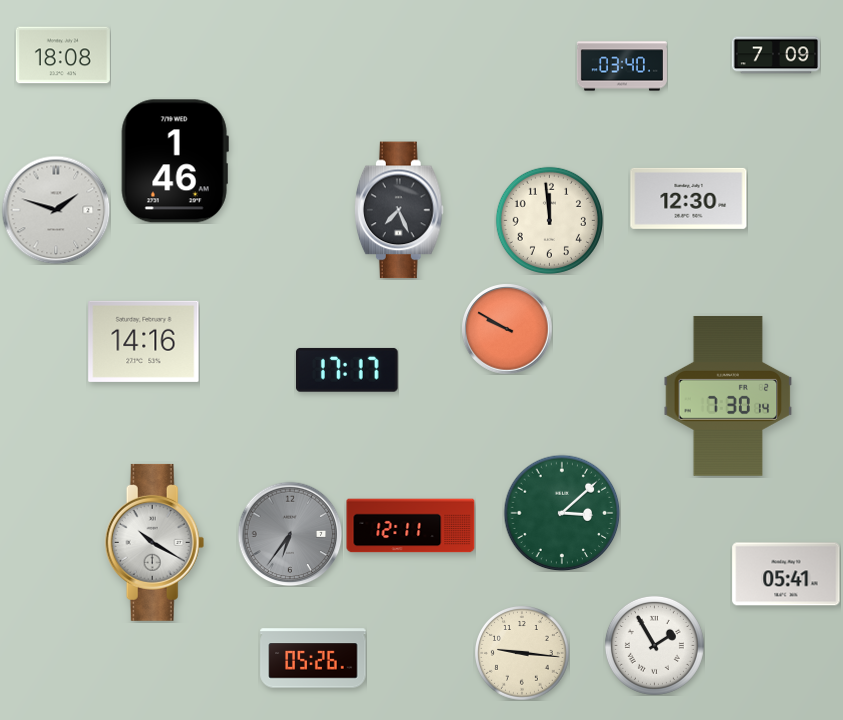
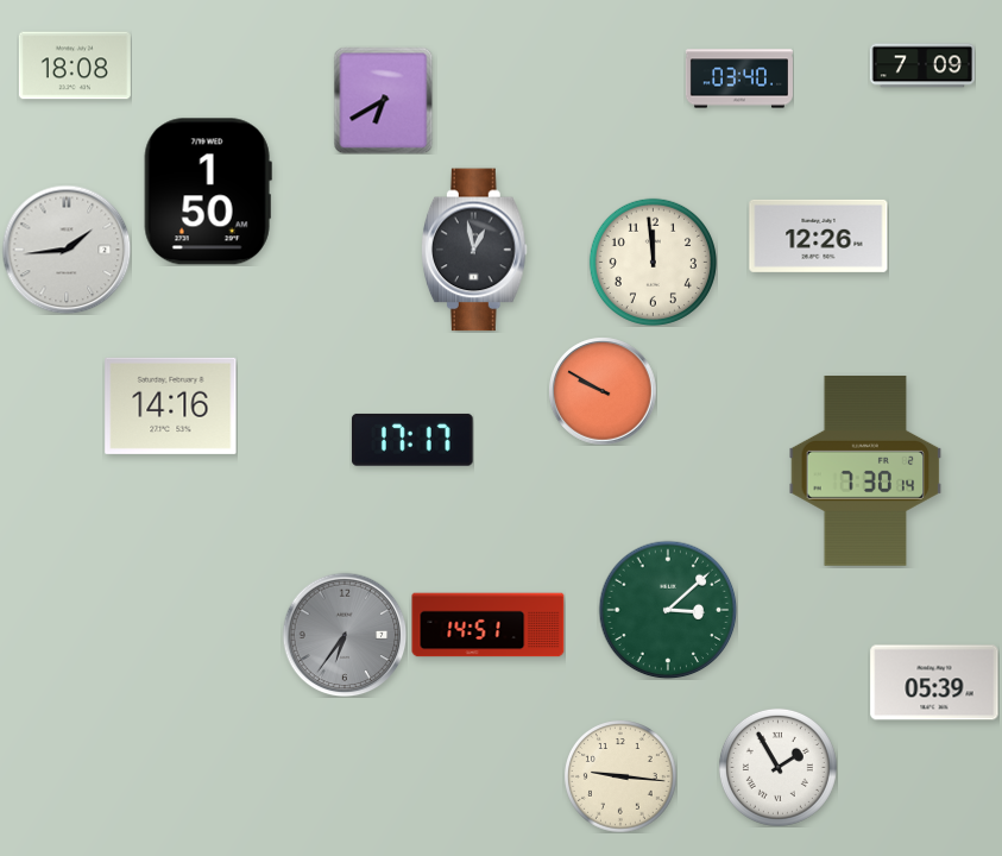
clock at (384, 100): none -> 6:40
clock at (175, 161): 1:46 -> 1:50
clock at (689, 198): 12:30 -> 12:26
clock at (56, 210): 1:48 -> 1:44
clock at (399, 210): 7:26 -> 12:58
clock at (411, 526): 12:11 -> 14:51
clock at (155, 542): 10:20 -> none
clock at (786, 574): 05:41 -> 05:39
clock at (313, 658): 05:26 -> none
